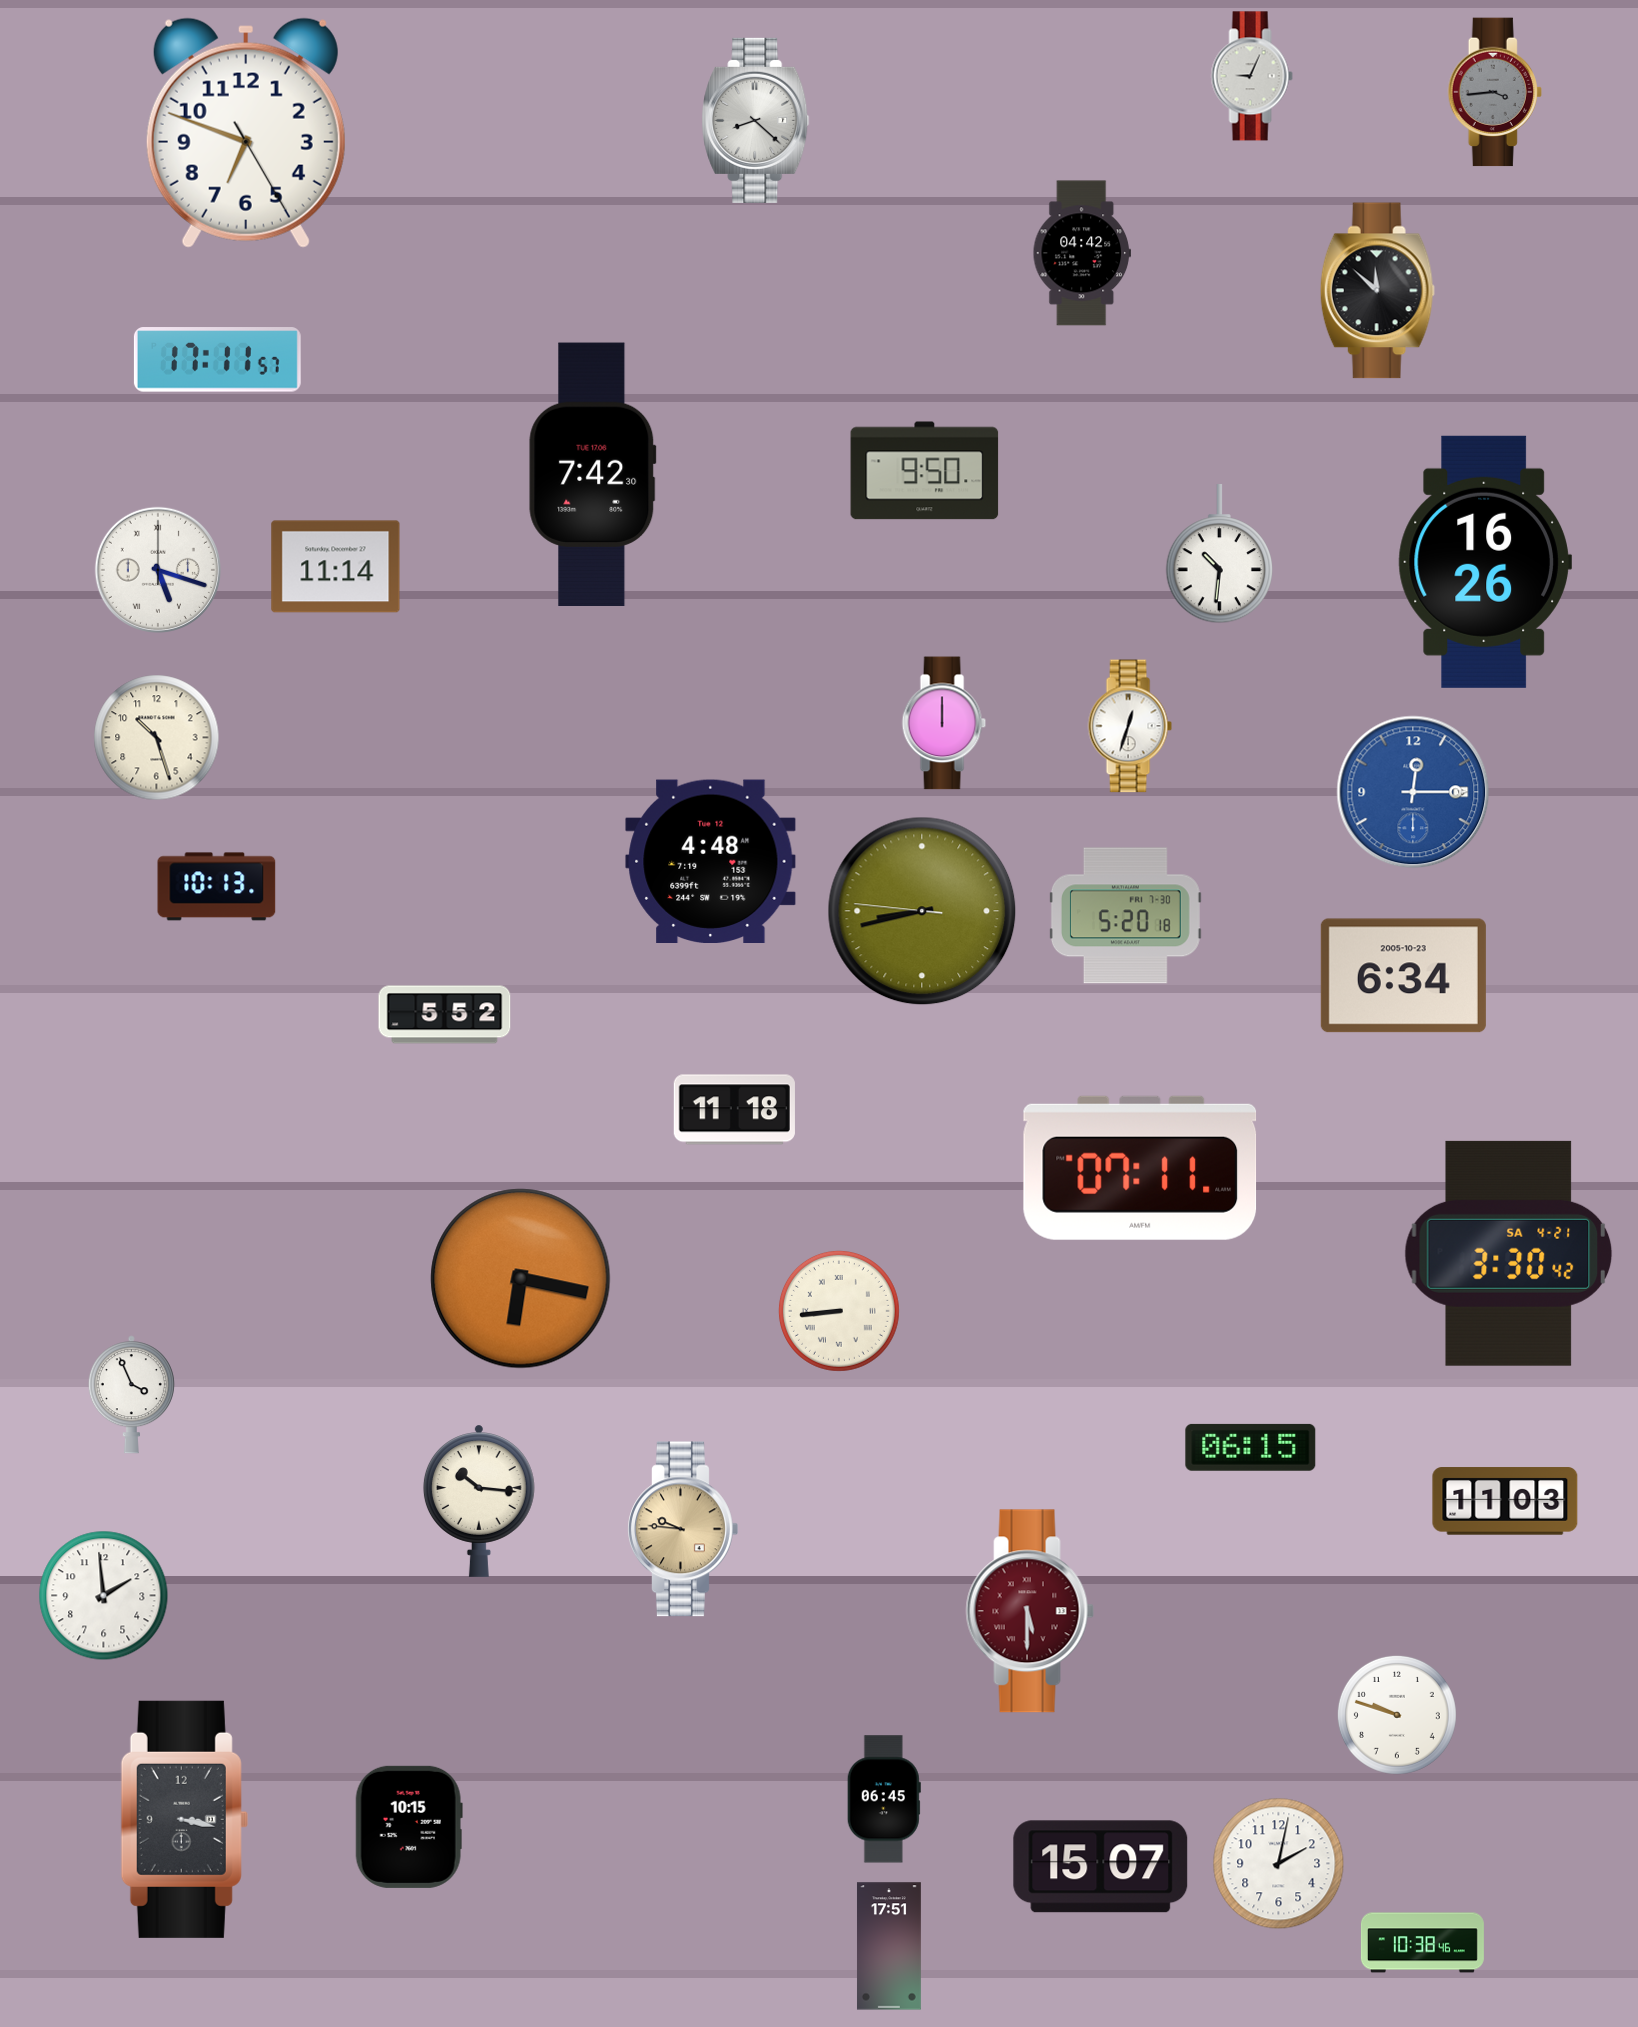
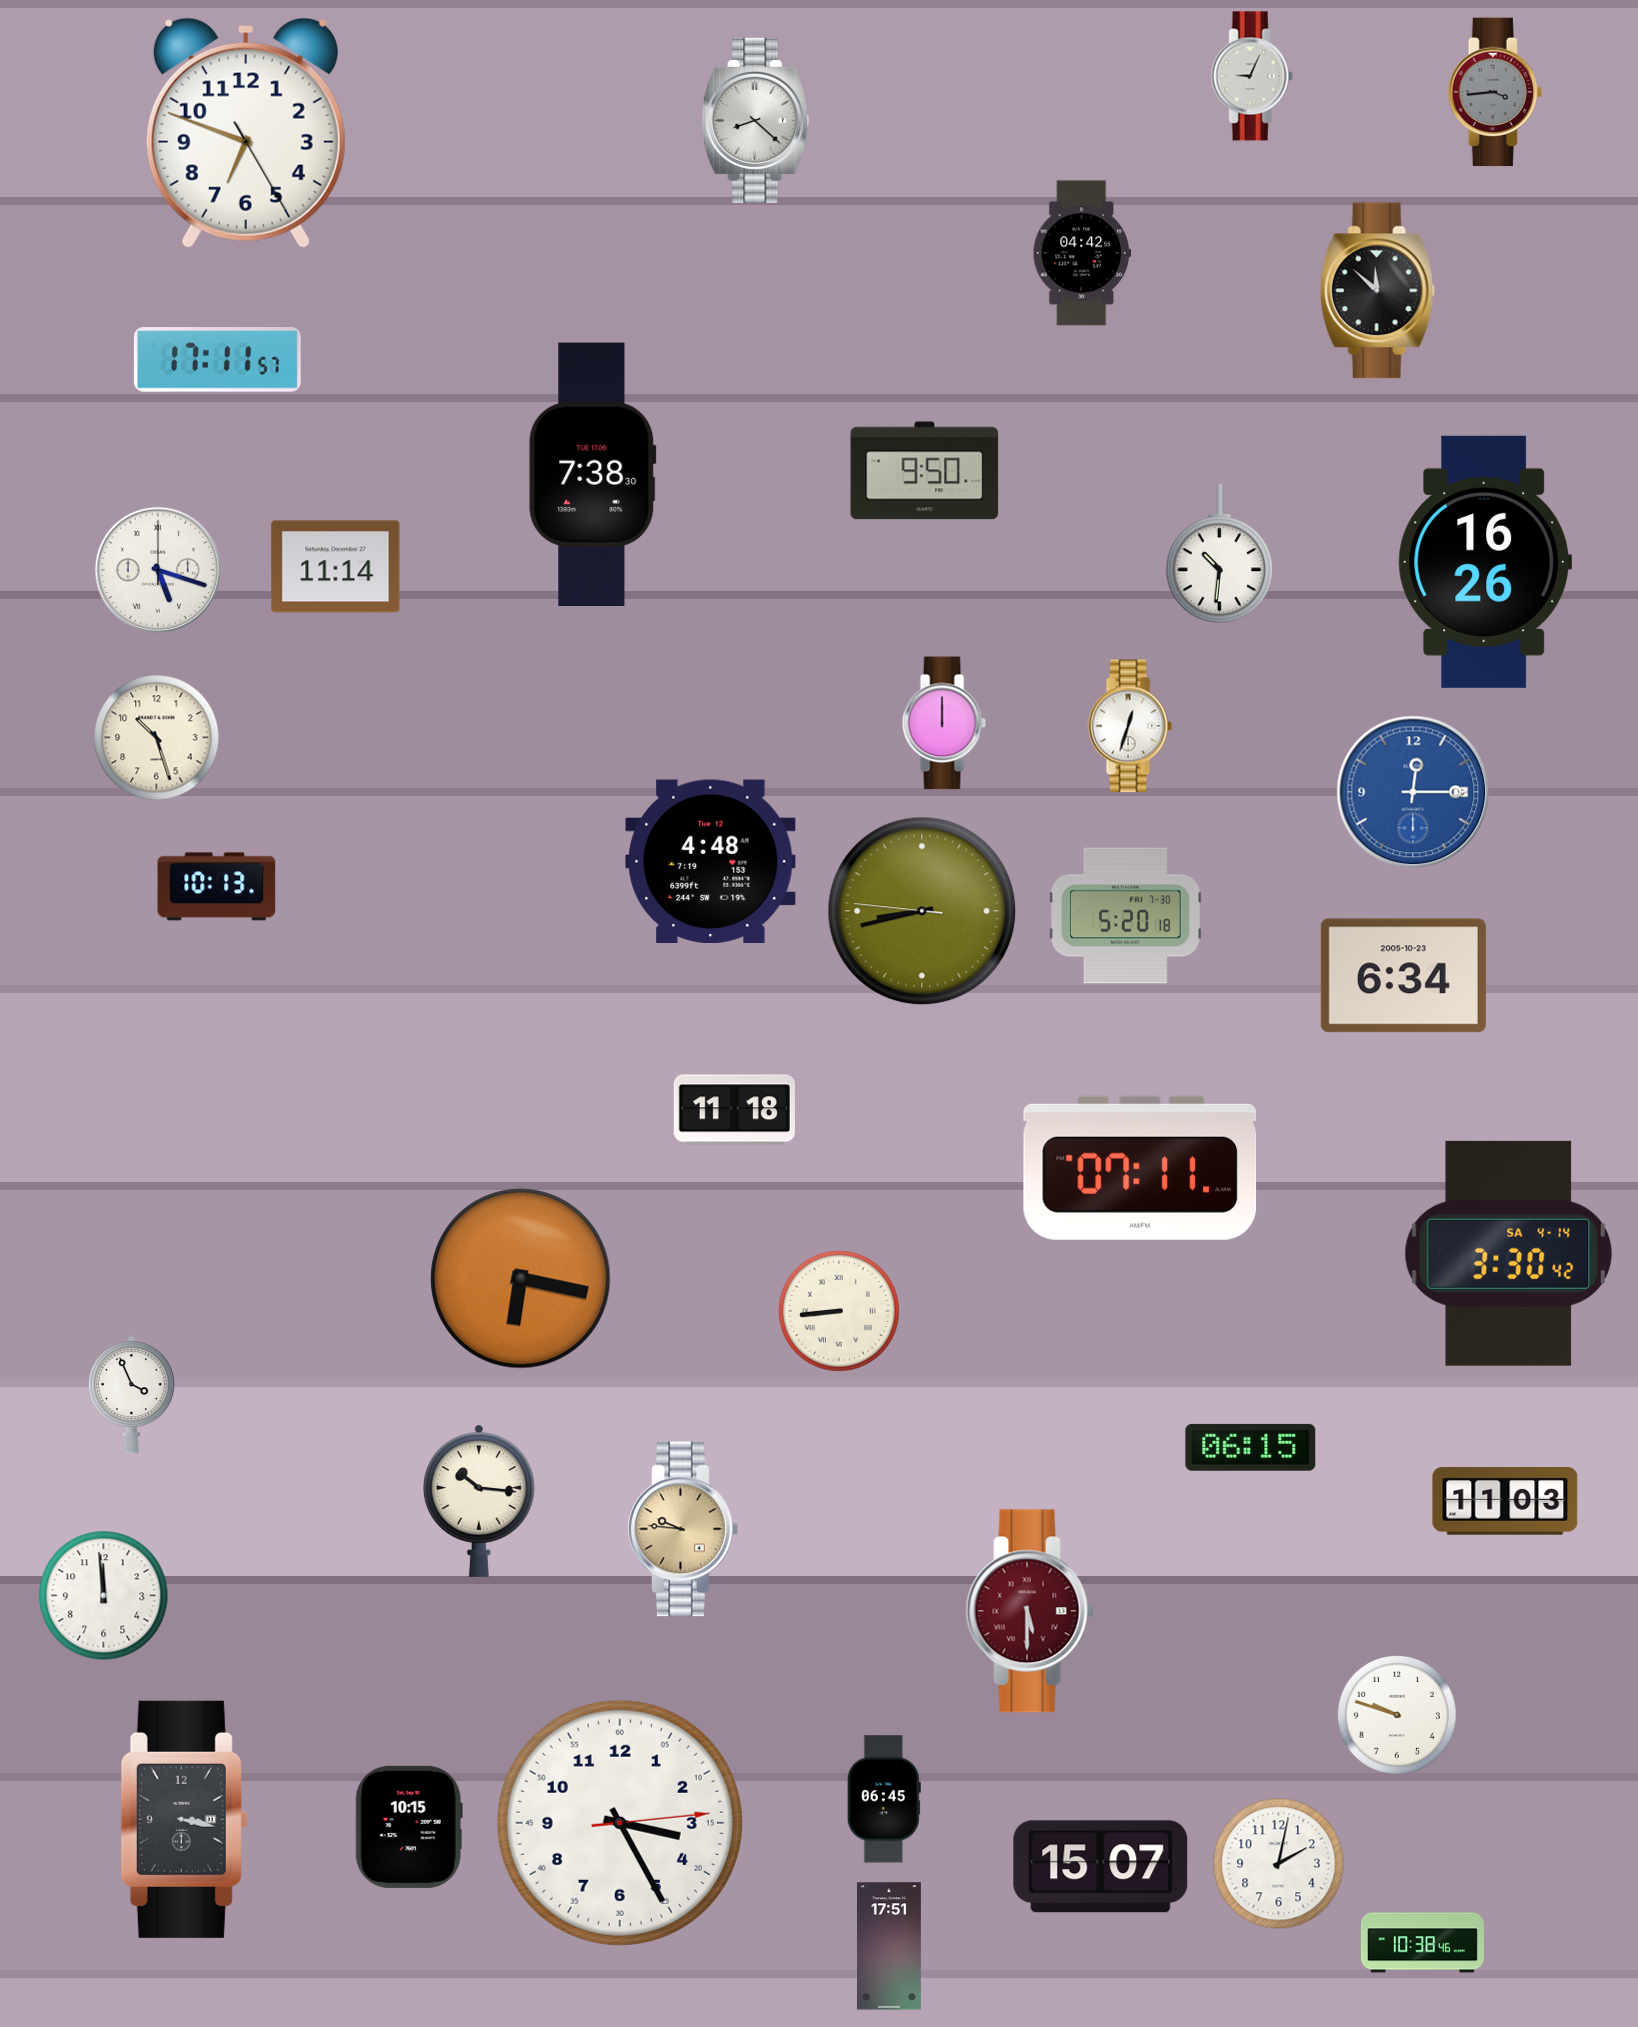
clock at (593, 474): 7:42 -> 7:38
clock at (445, 1015): 5:52 -> none
clock at (1509, 1253) date: SA 4-21 -> SA 4-14
clock at (104, 1596): 1:59 -> 11:59
clock at (620, 1823): none -> 3:25
